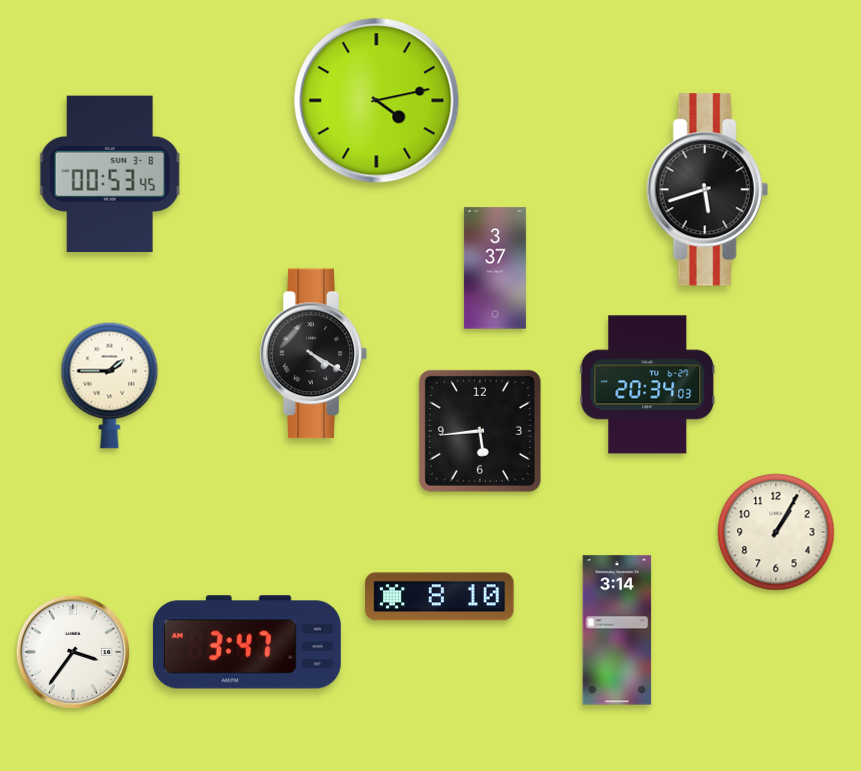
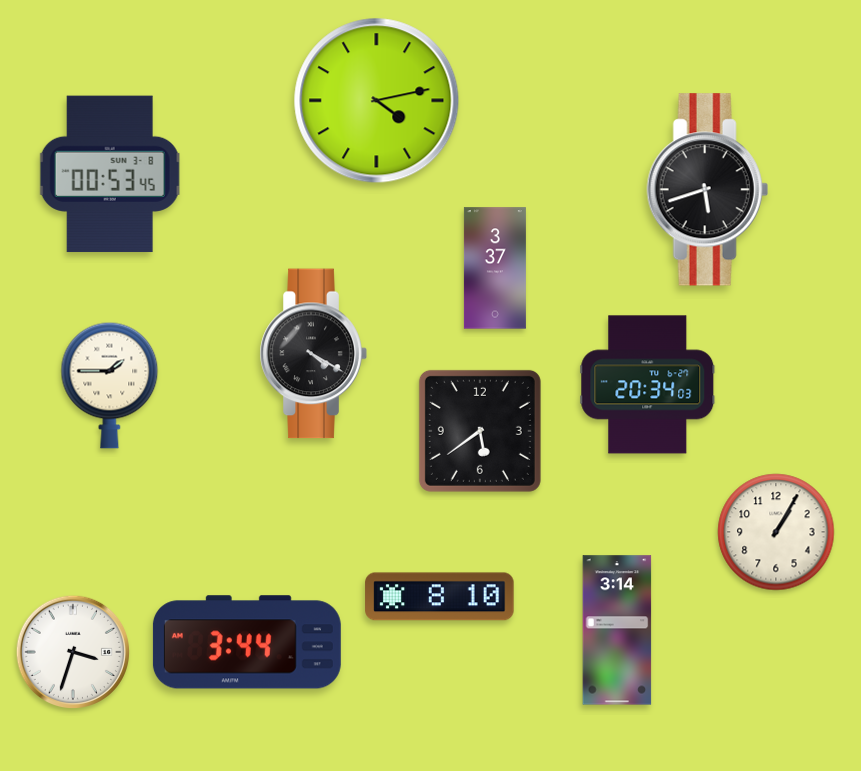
clock at (480, 431): 5:44 -> 5:39
clock at (247, 642): 3:47 -> 3:44
clock at (72, 651): 3:36 -> 3:33
